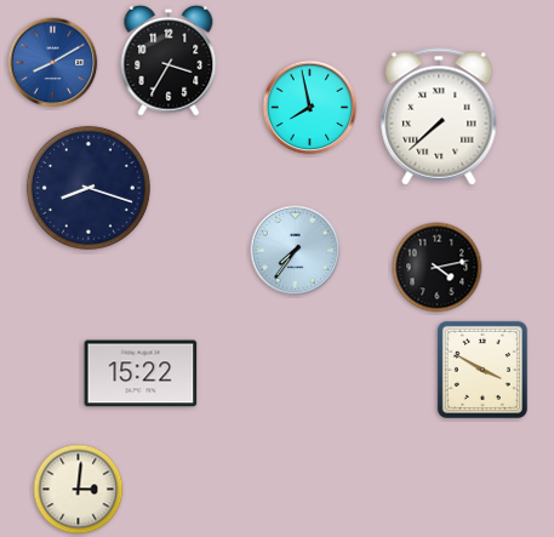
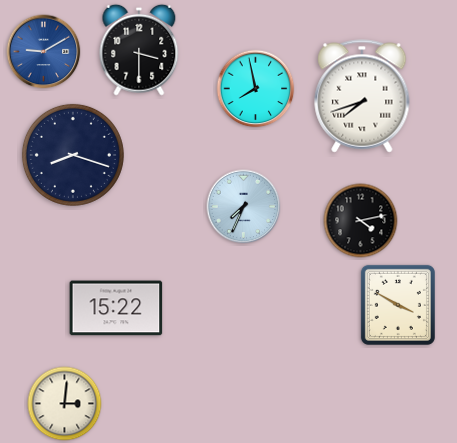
clock at (169, 61): 3:35 -> 3:30
clock at (53, 63): 8:10 -> 9:10
clock at (439, 116): 7:38 -> 7:42
clock at (296, 251): 7:36 -> 7:34
